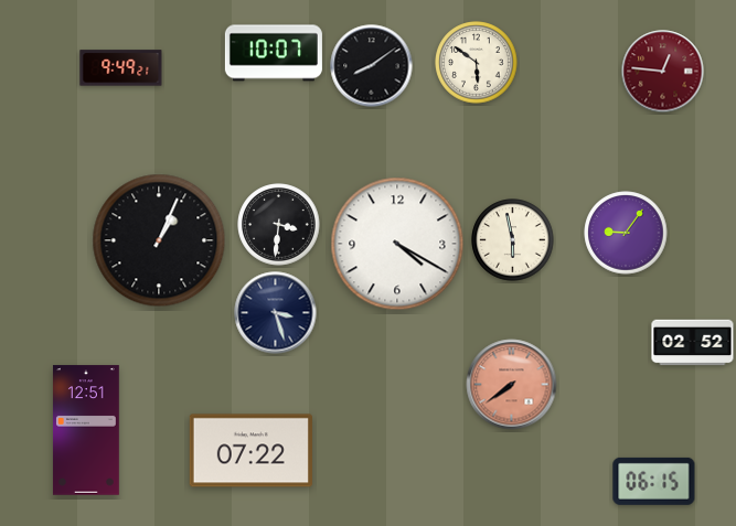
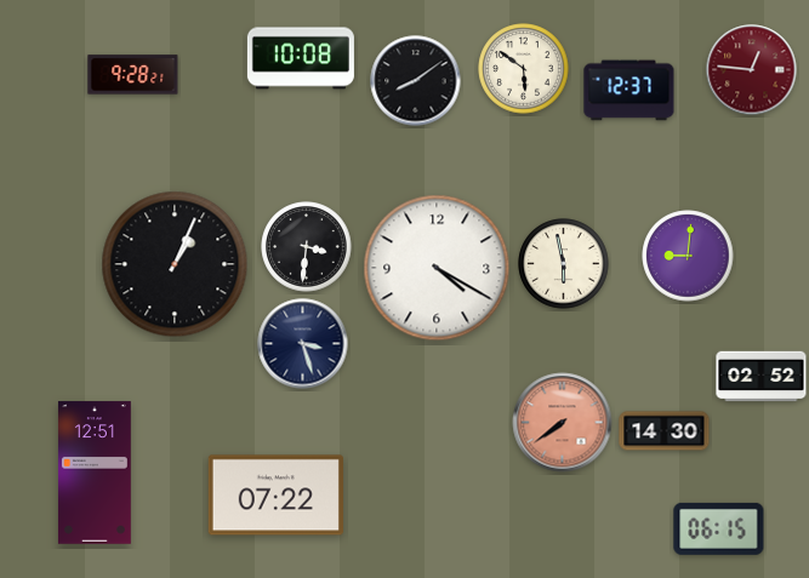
clock at (274, 53): 10:07 -> 10:08
clock at (372, 66) position: (372, 66) -> (416, 81)
clock at (121, 68): 9:49 -> 9:28
clock at (663, 72) position: (663, 72) -> (752, 70)
clock at (629, 91): none -> 12:37
clock at (626, 233): 9:06 -> 9:01
clock at (665, 431): none -> 14:30
